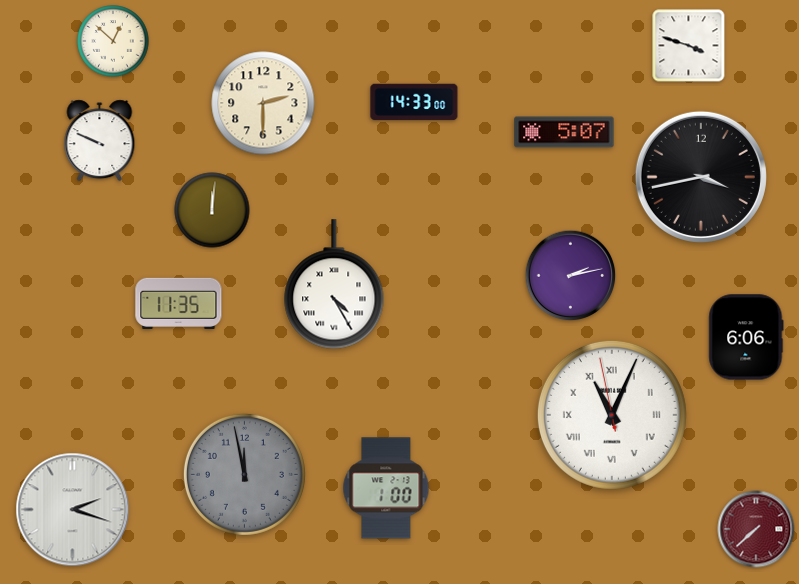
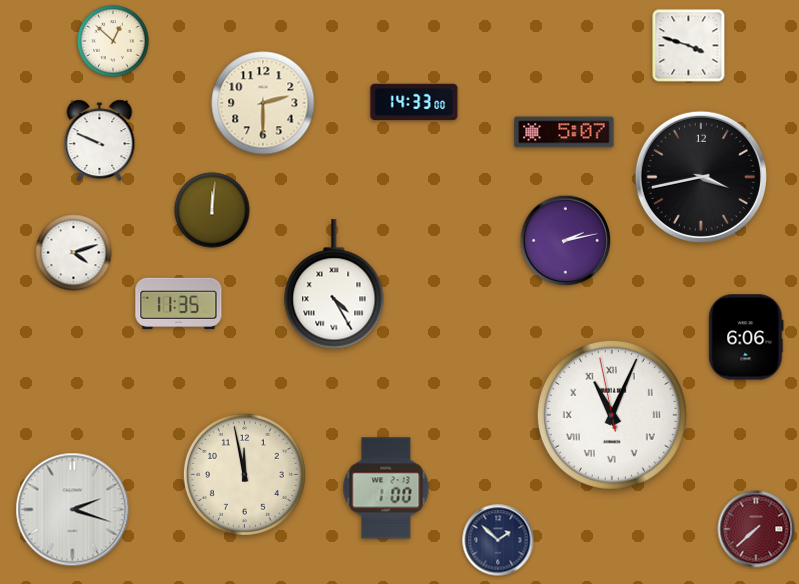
clock at (74, 253): none -> 4:12
clock at (571, 276) position: (571, 276) -> (566, 241)
clock at (244, 474) dial: grey -> cream
clock at (498, 540): none -> 1:52
